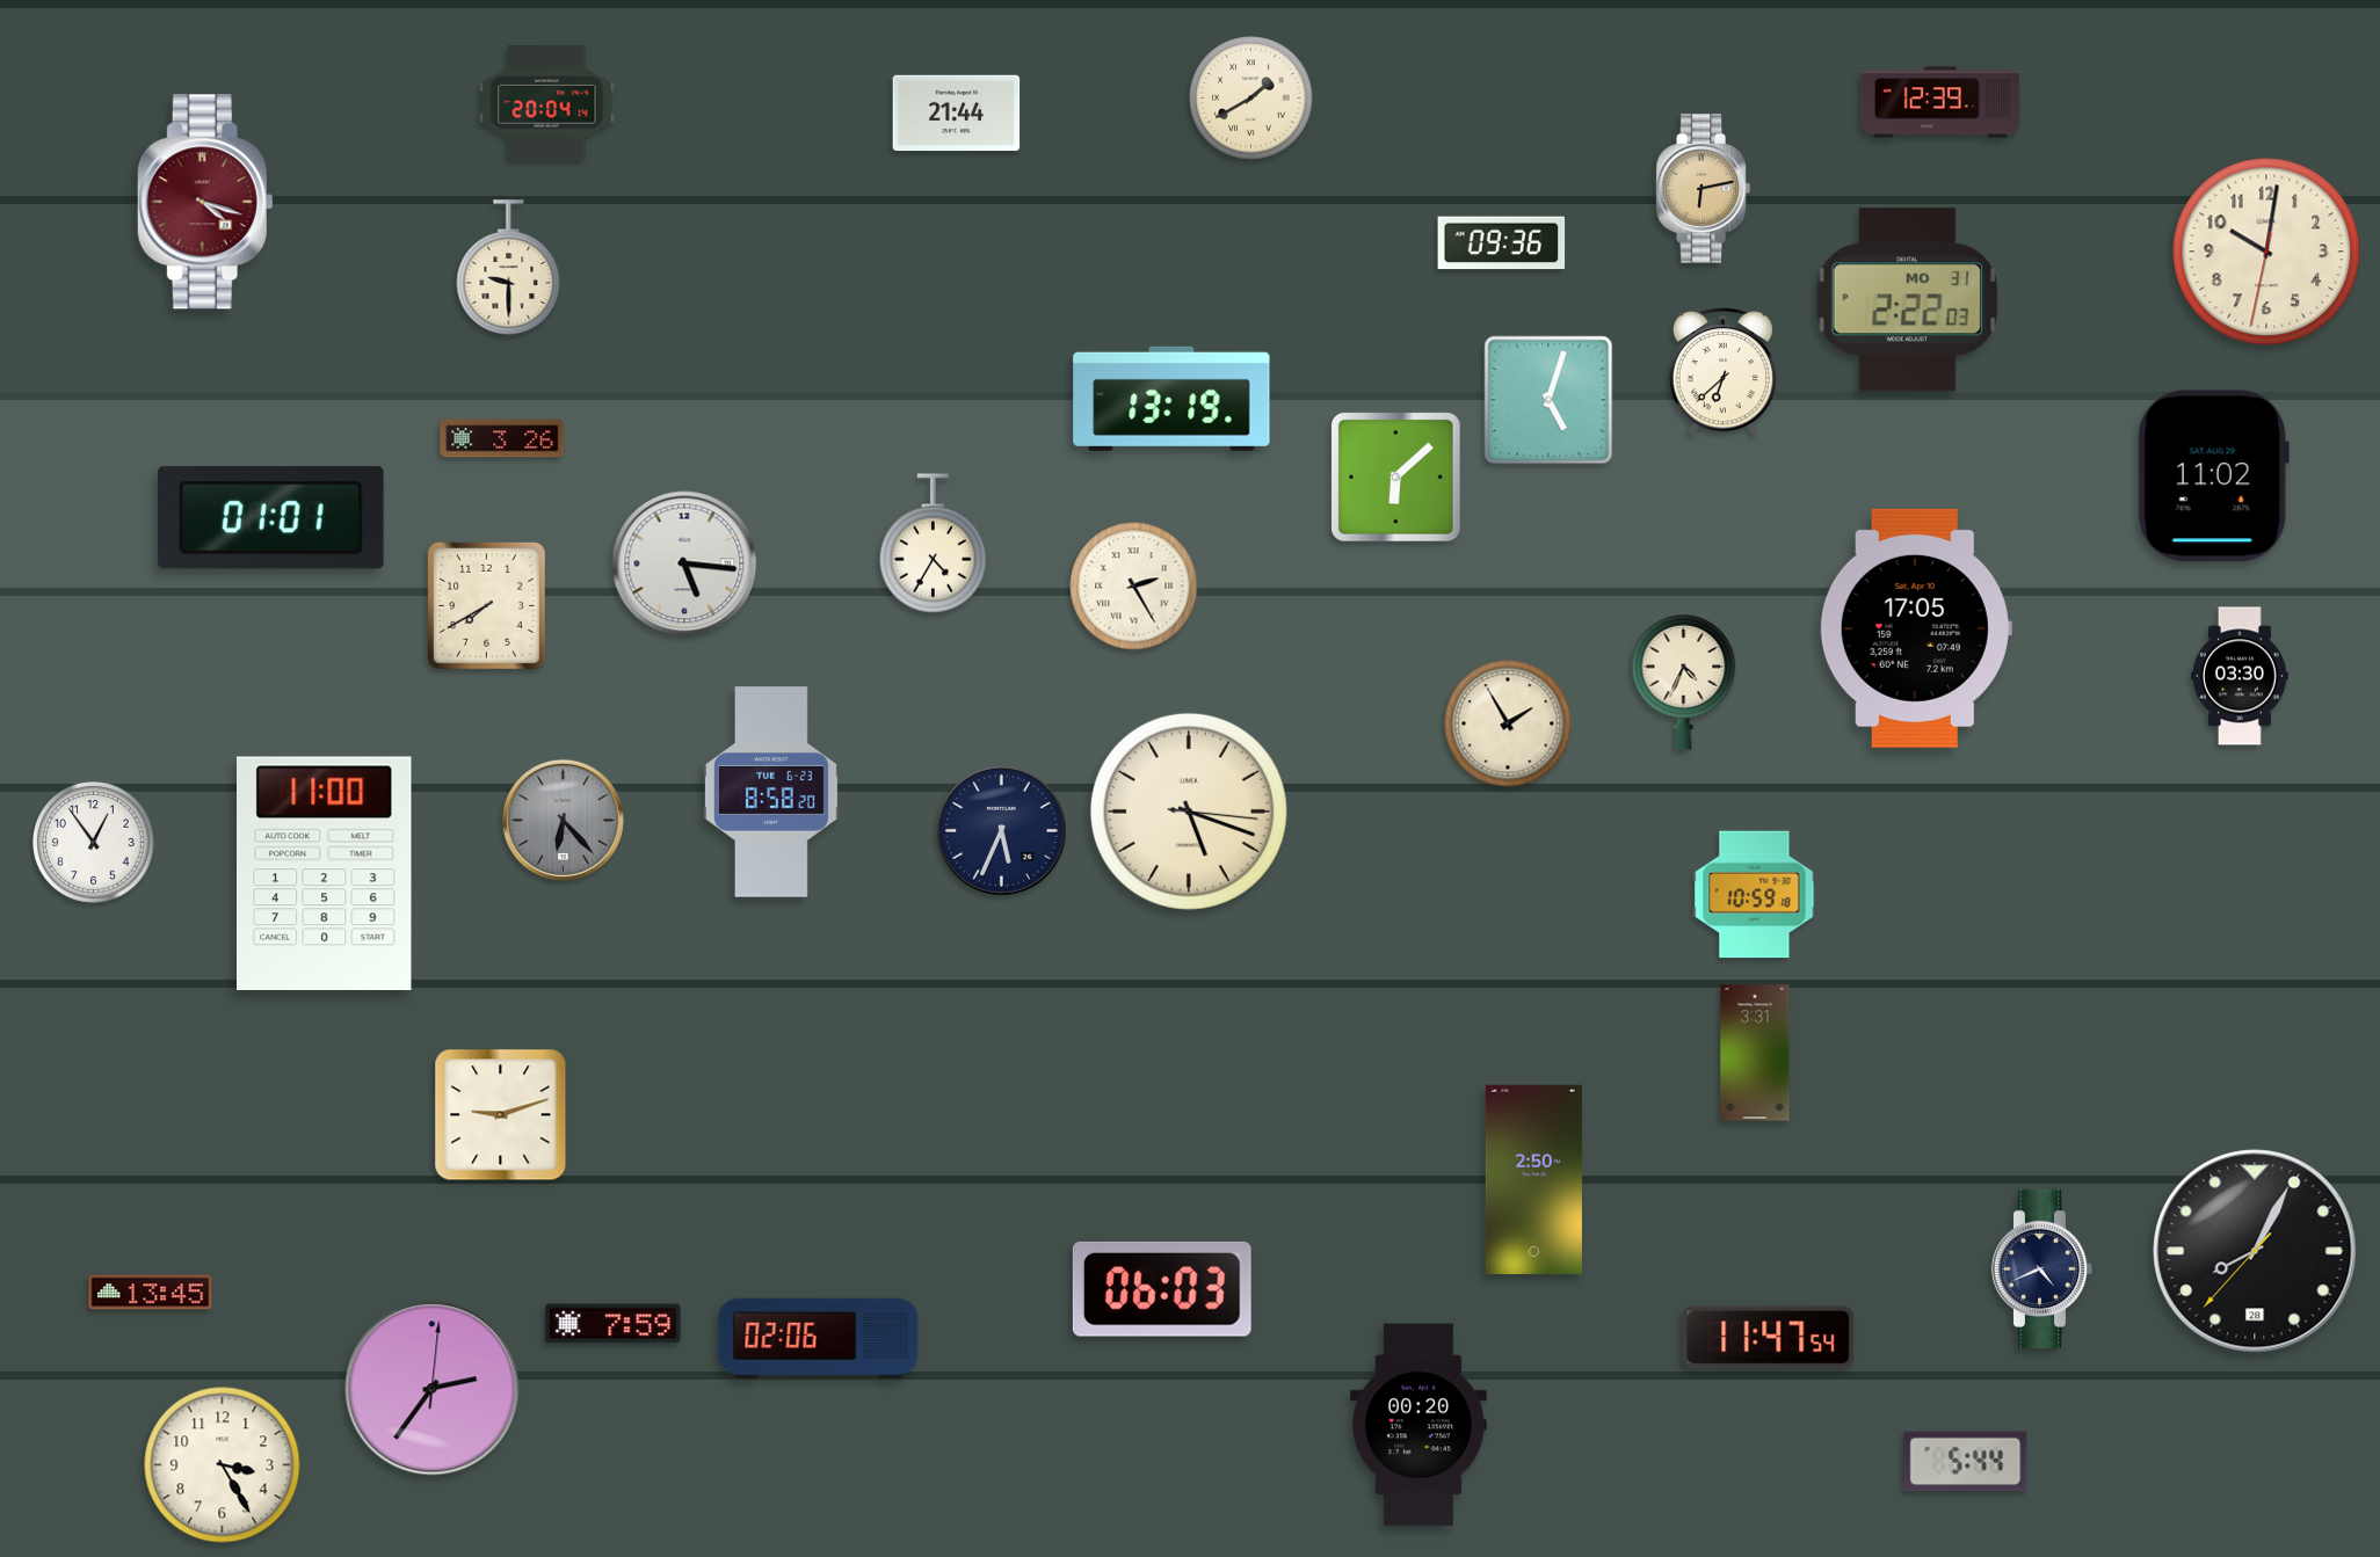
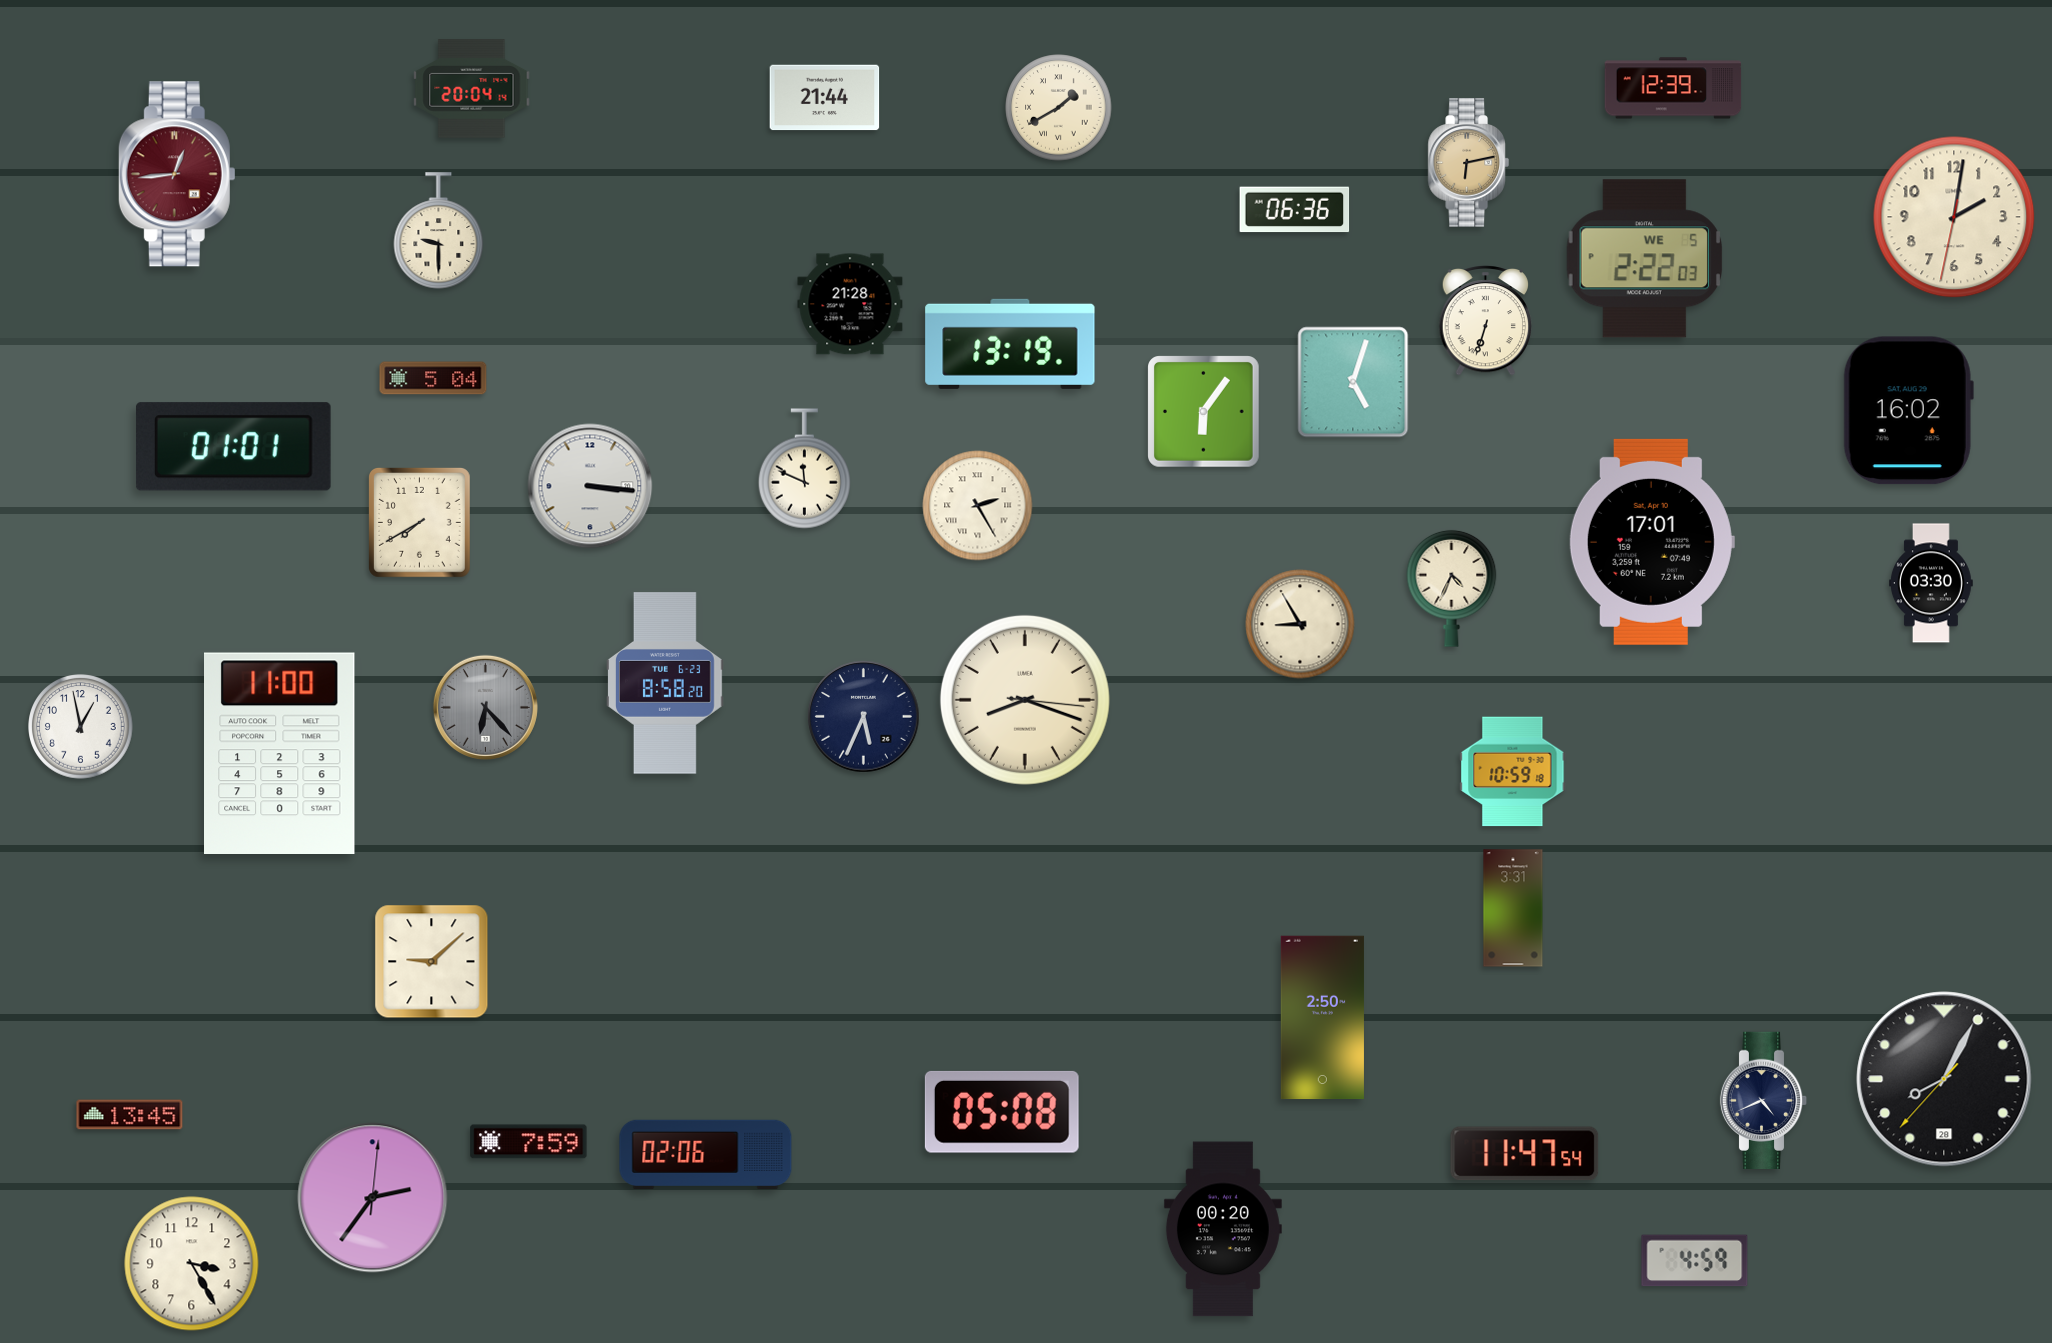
clock at (1251, 99) position: (1251, 99) -> (1059, 108)
clock at (205, 202): 4:18 -> 12:44
clock at (1502, 243): 09:36 -> 06:36
clock at (2266, 252): 10:01 -> 2:01
clock at (1907, 300) date: MO 31 -> WE 5
clock at (850, 304): none -> 21:28
clock at (1722, 371): 6:38 -> 6:33
clock at (1548, 400) position: (1548, 400) -> (1353, 382)
clock at (502, 438): 3:26 -> 5:04
clock at (2213, 476): 11:02 -> 16:02
clock at (1396, 478): 6:08 -> 6:06
clock at (933, 544): 4:35 -> 11:49
clock at (684, 563): 5:16 -> 3:16
clock at (1916, 628): 17:05 -> 17:01
clock at (1508, 723): 1:55 -> 8:55
clock at (1189, 812): 5:18 -> 8:18
clock at (94, 843): 12:54 -> 12:58
clock at (501, 1115): 9:12 -> 9:08
clock at (2042, 1268) position: (2042, 1268) -> (1764, 1100)
clock at (1162, 1289): 06:03 -> 05:08
clock at (1966, 1462): 5:44 -> 4:59
